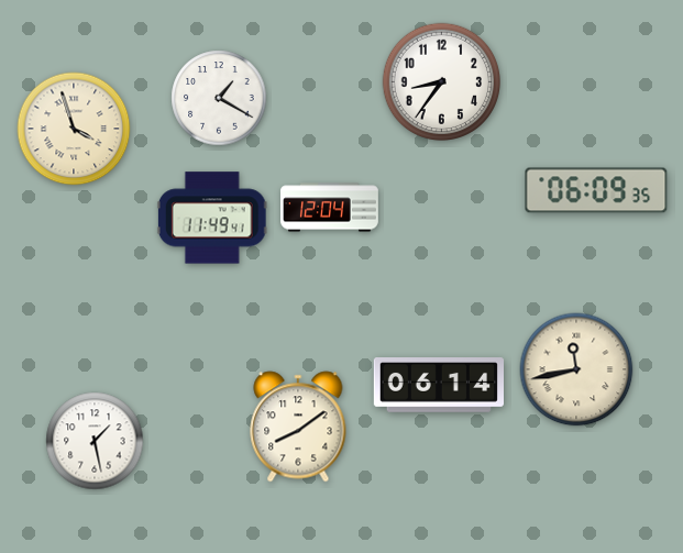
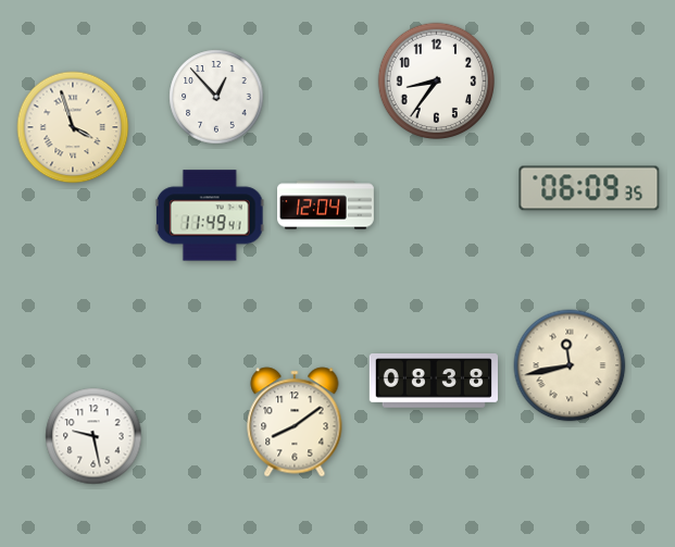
clock at (219, 98): 1:20 -> 12:53
clock at (438, 386): 06:14 -> 08:38
clock at (95, 441): 1:28 -> 9:28
